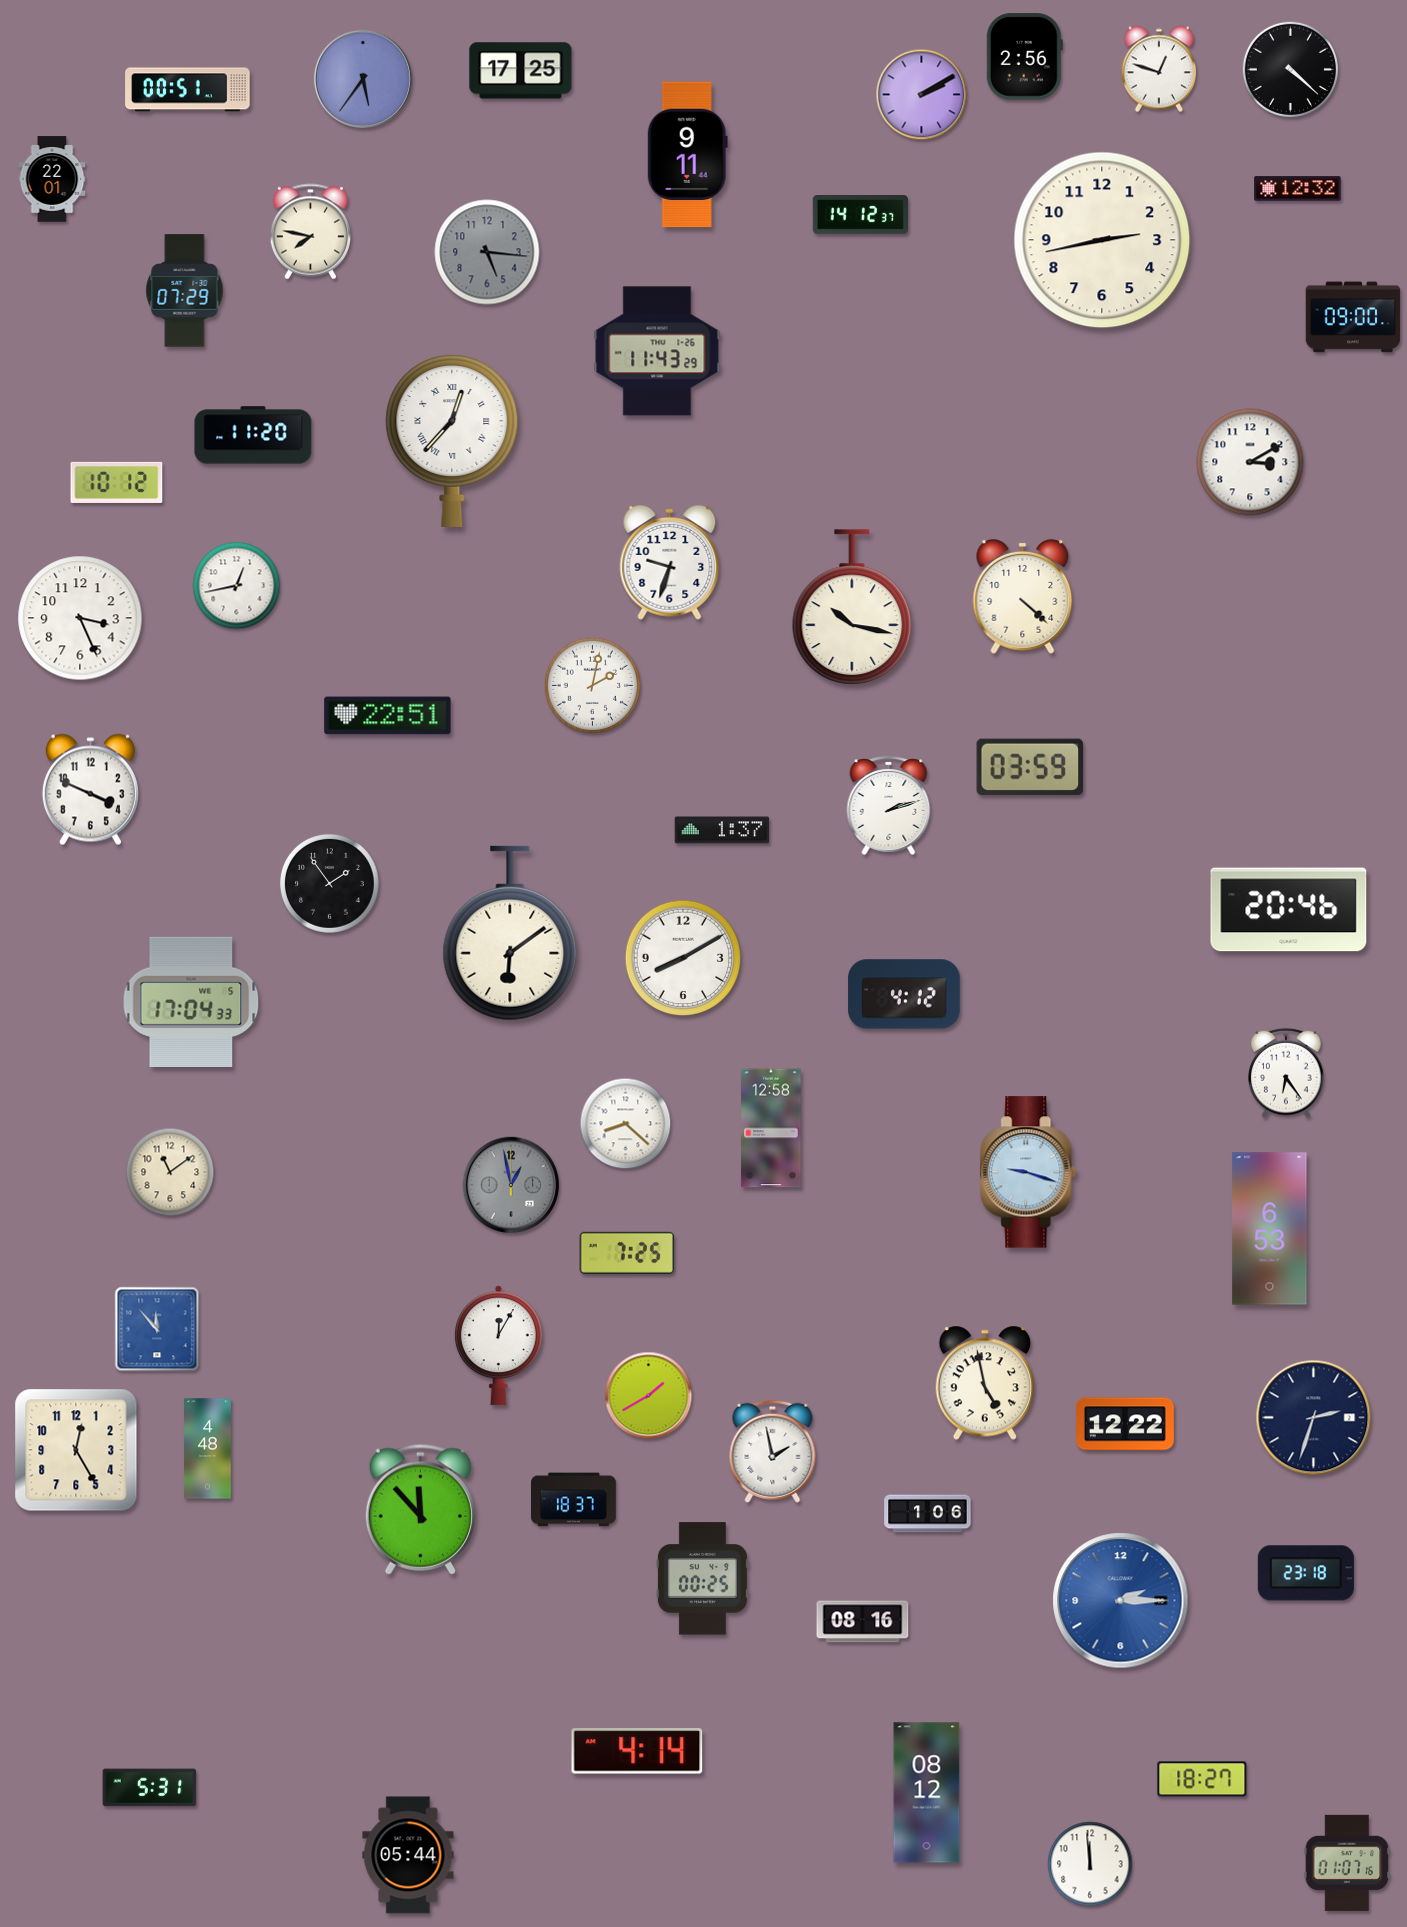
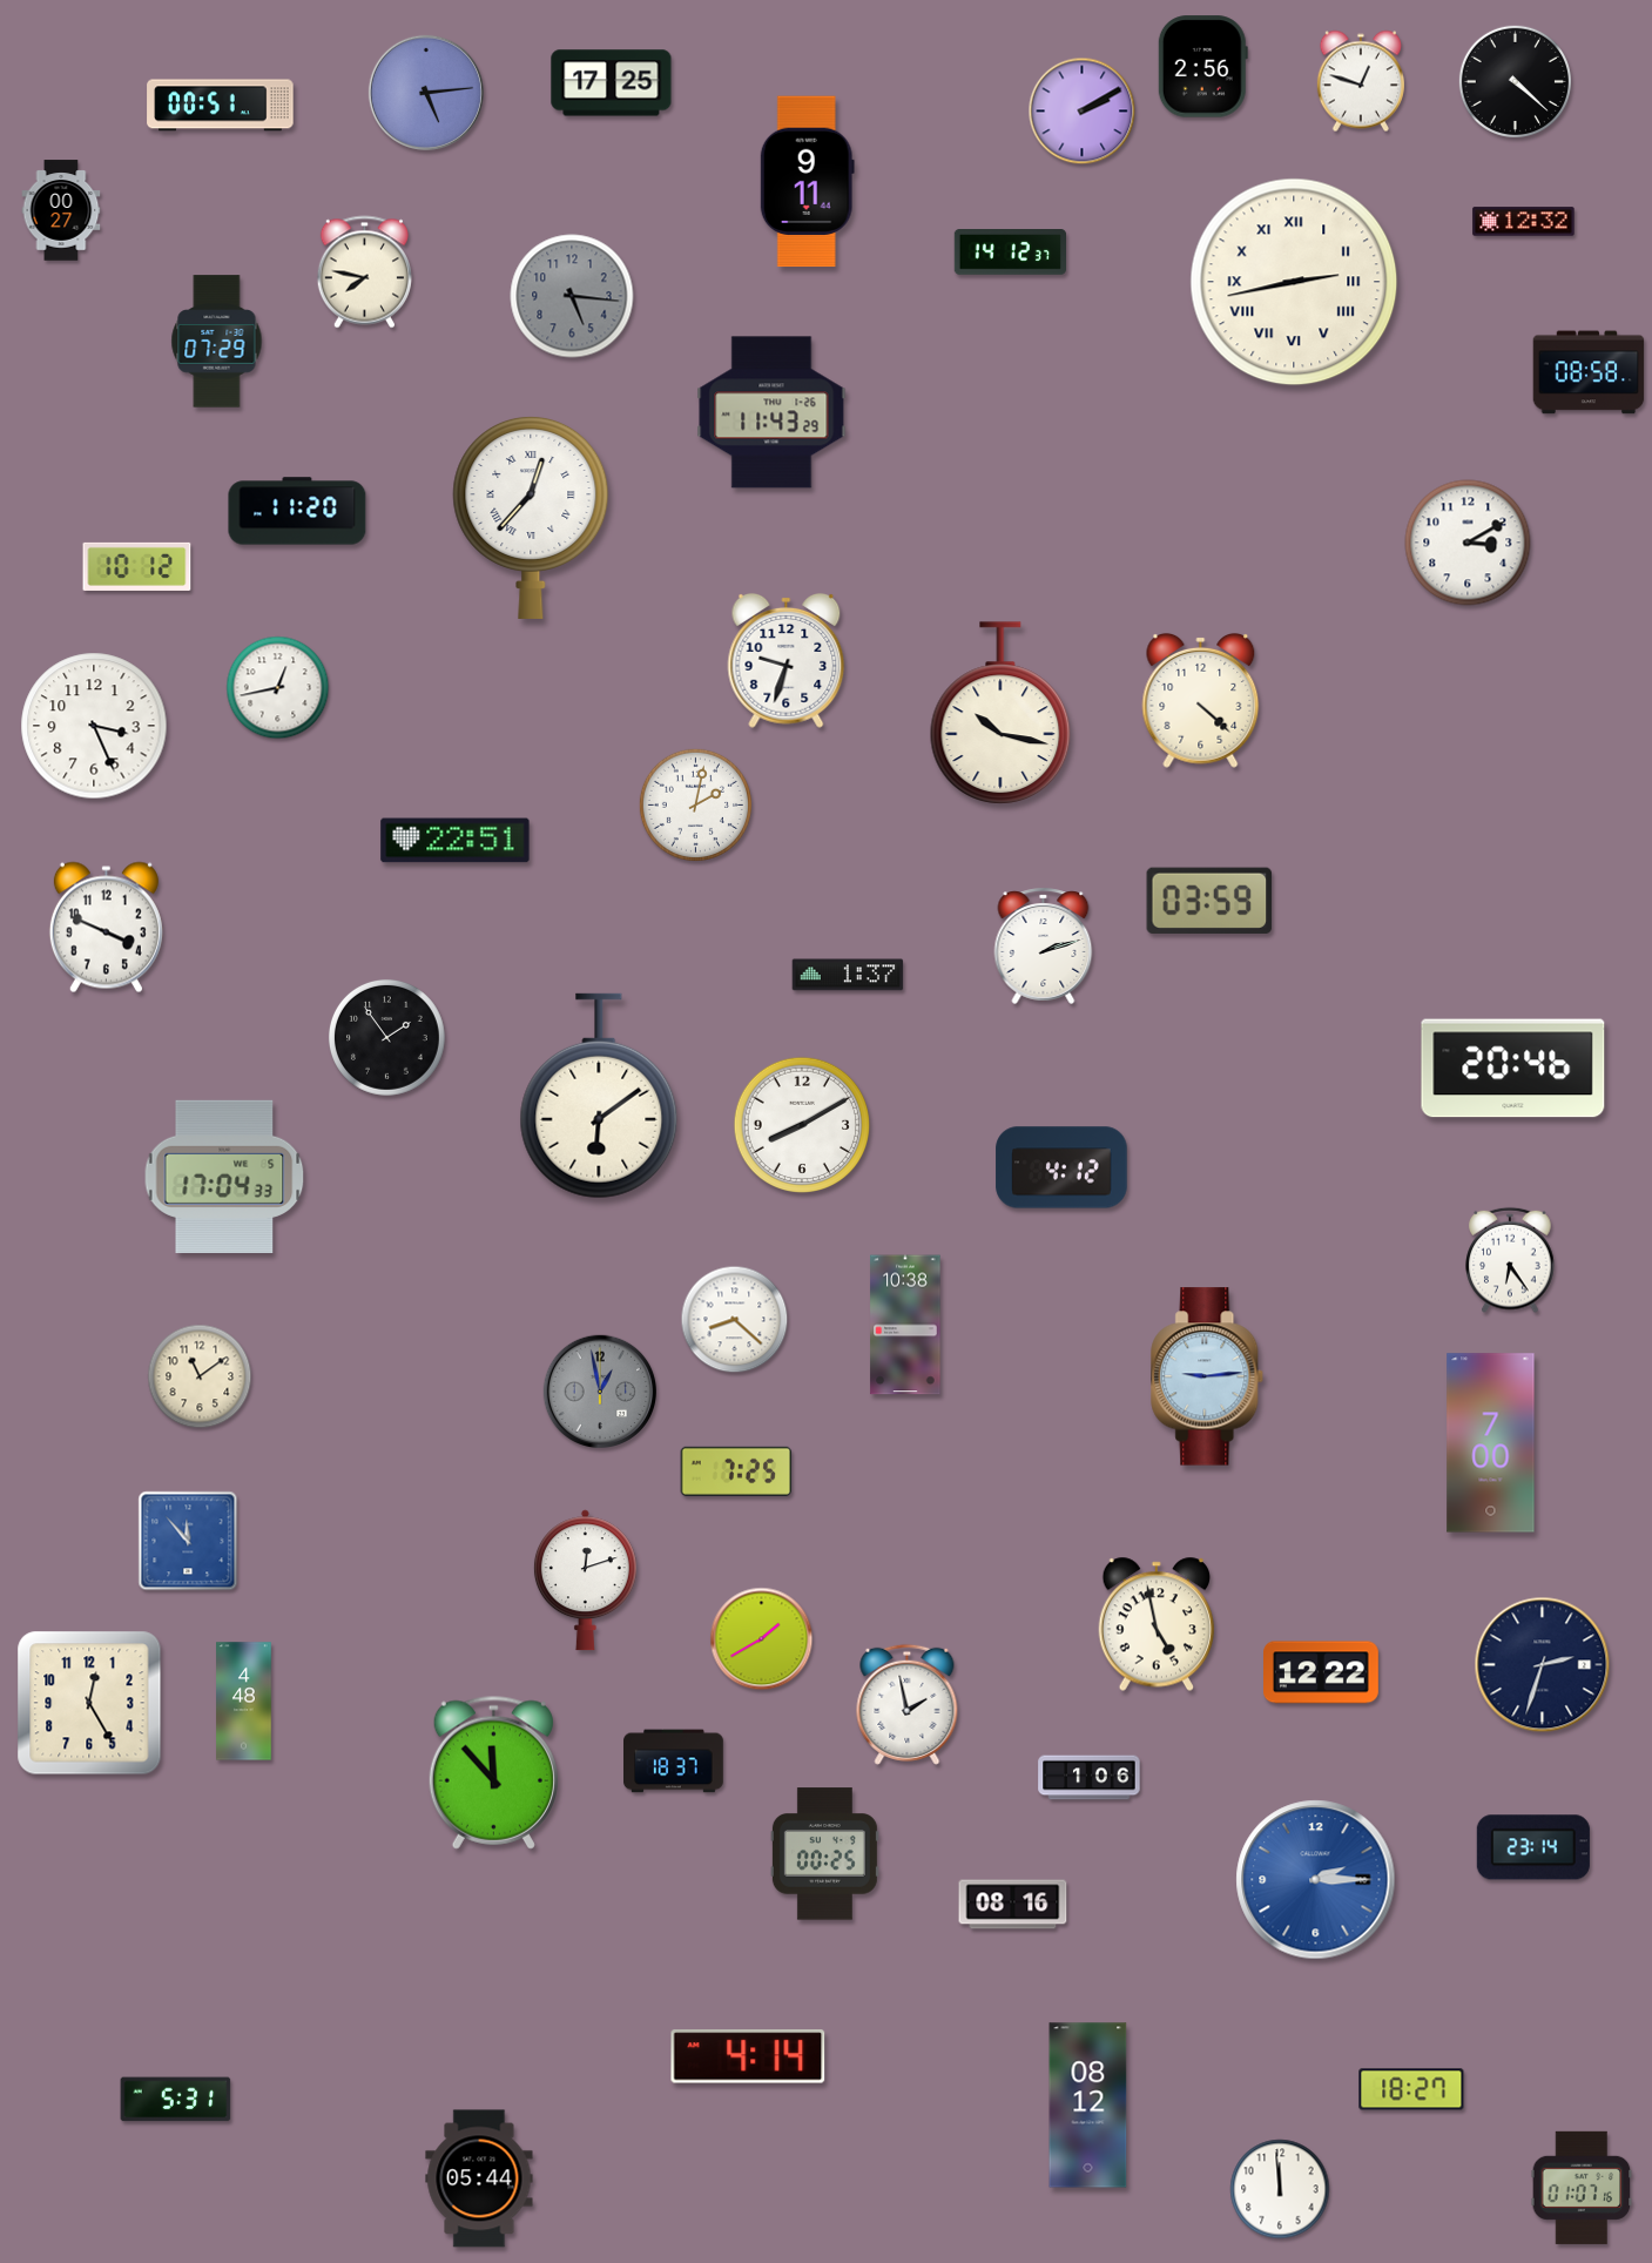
clock at (363, 79): 5:36 -> 5:14
clock at (52, 179): 22:01 -> 00:27
clock at (1102, 240) numerals: Arabic -> Roman
clock at (1353, 317): 09:00 -> 08:58
clock at (771, 1128): 12:58 -> 10:38
clock at (1029, 1172): 9:18 -> 9:14
clock at (1270, 1229): 6:53 -> 7:00
clock at (157, 1329) position: (157, 1329) -> (188, 1541)
clock at (498, 1346): 12:05 -> 12:12
clock at (1306, 1573): 23:18 -> 23:14
